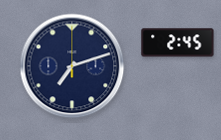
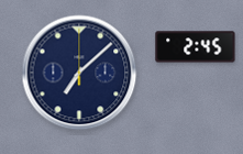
clock at (72, 66): 7:12 -> 7:08
